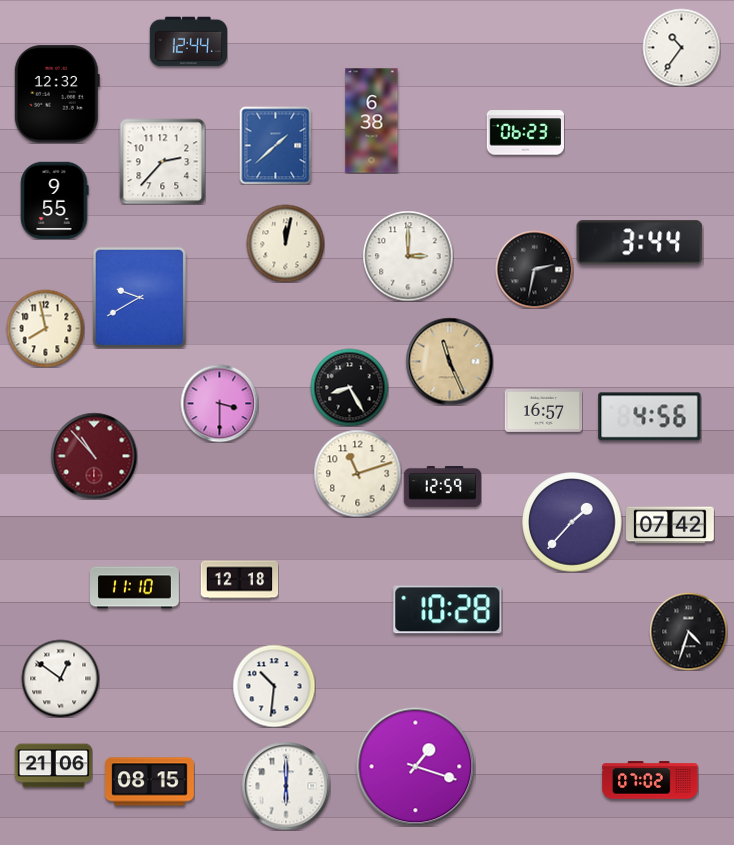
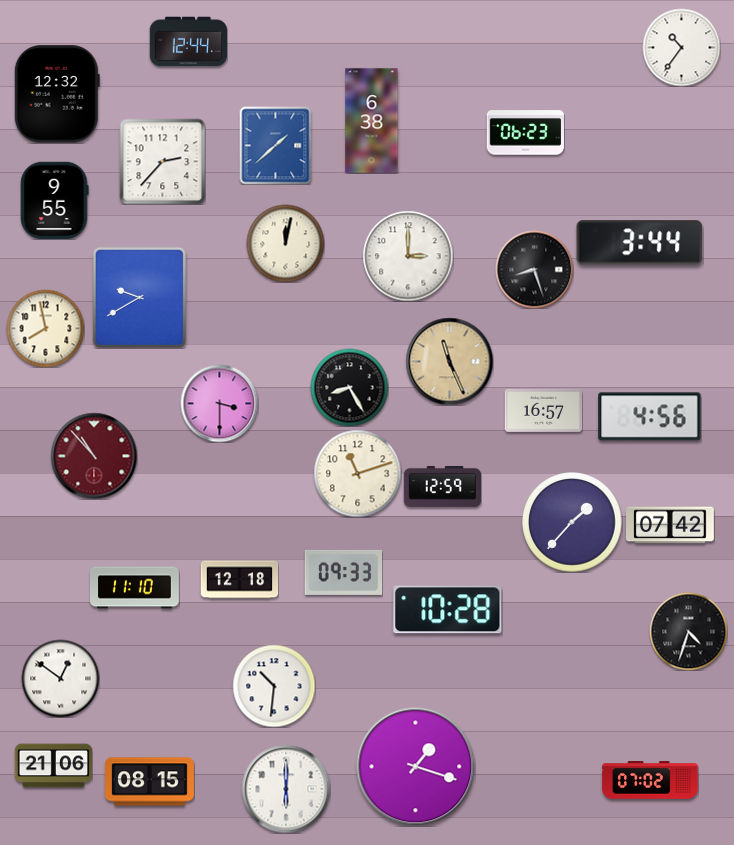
clock at (534, 269): 2:32 -> 8:27
clock at (343, 572): none -> 09:33
clock at (286, 786) position: (286, 786) -> (286, 789)
